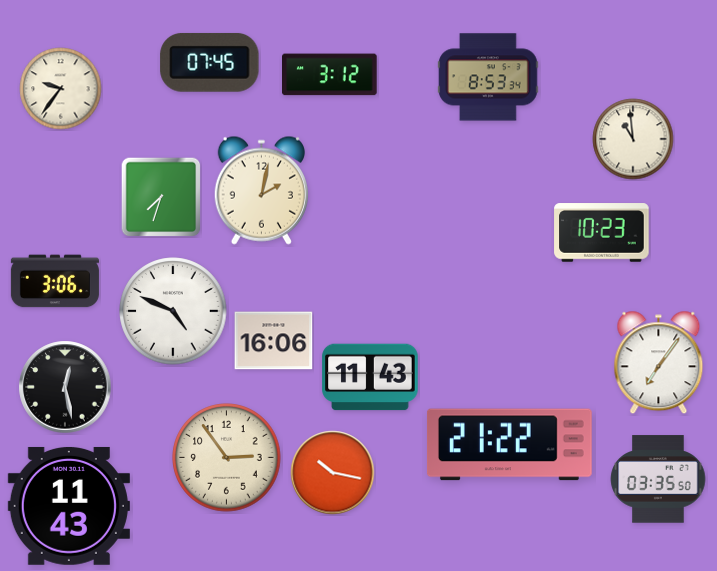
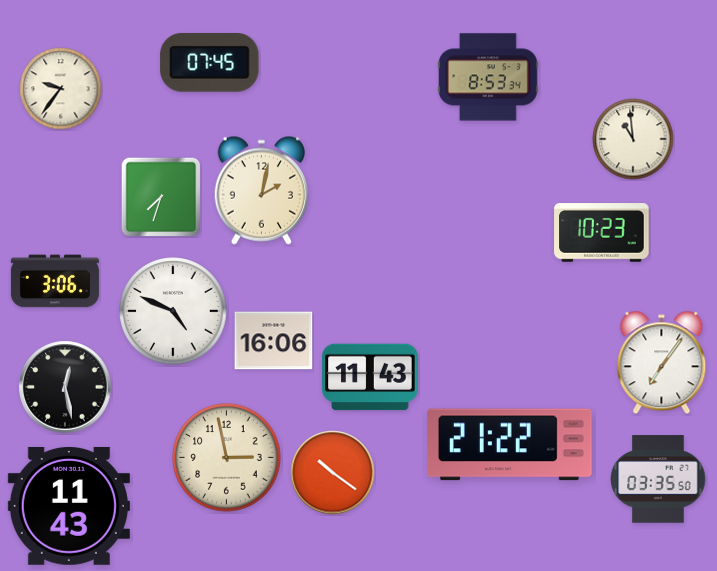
clock at (330, 75): 3:12 -> none
clock at (659, 363) position: (659, 363) -> (662, 363)
clock at (227, 458): 2:54 -> 2:58
clock at (333, 473): 10:17 -> 10:21
